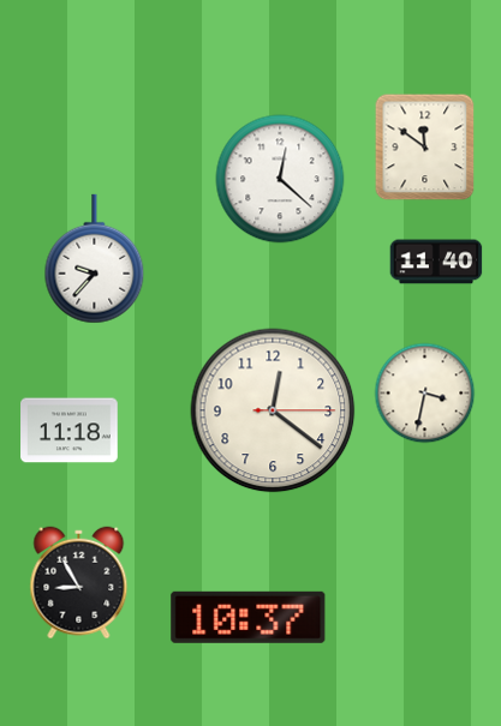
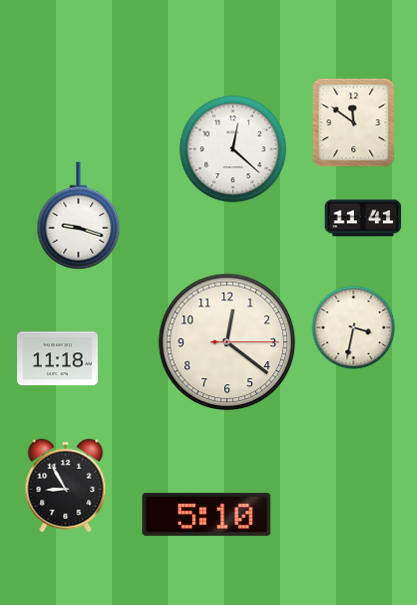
clock at (95, 259): 9:37 -> 9:18
clock at (436, 262): 11:40 -> 11:41
clock at (249, 617): 10:37 -> 5:10
